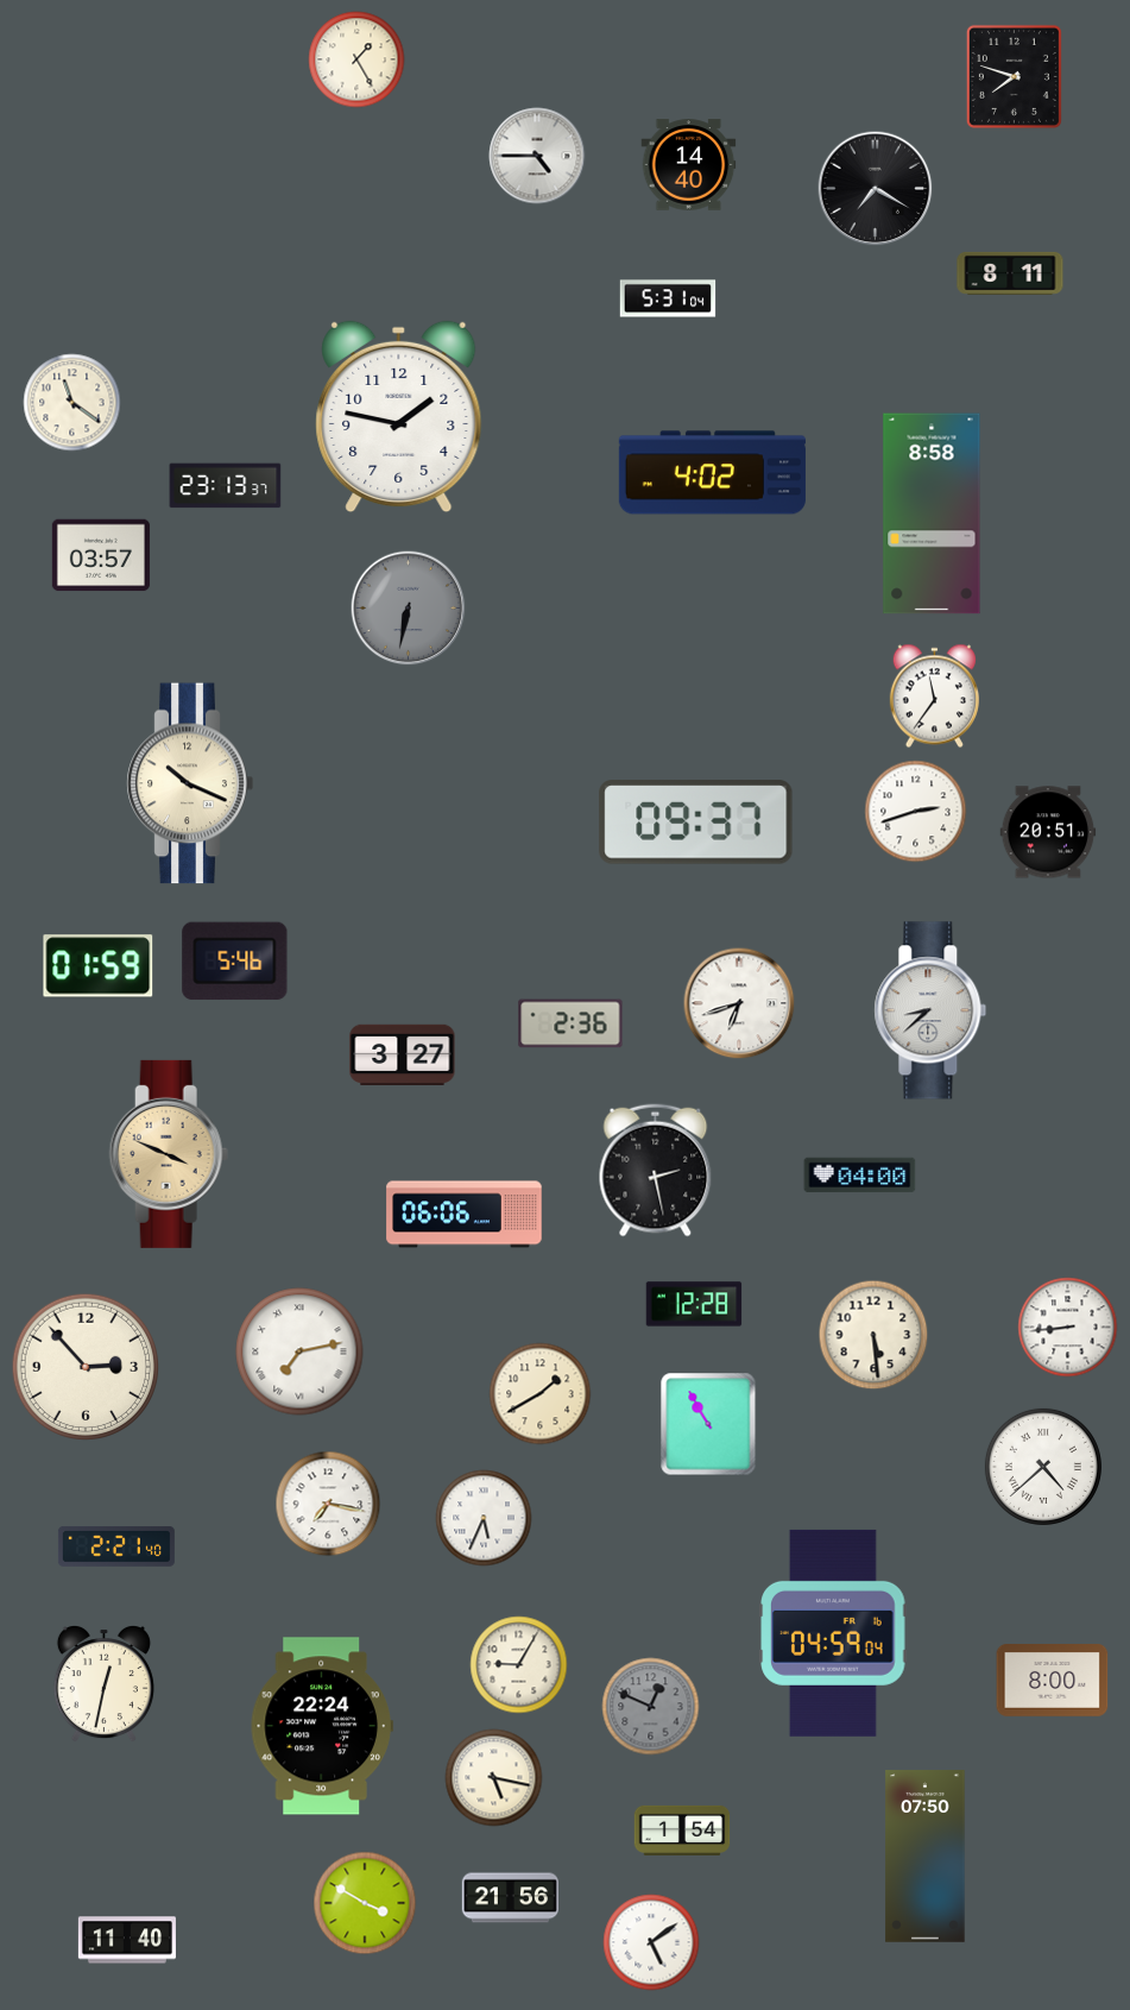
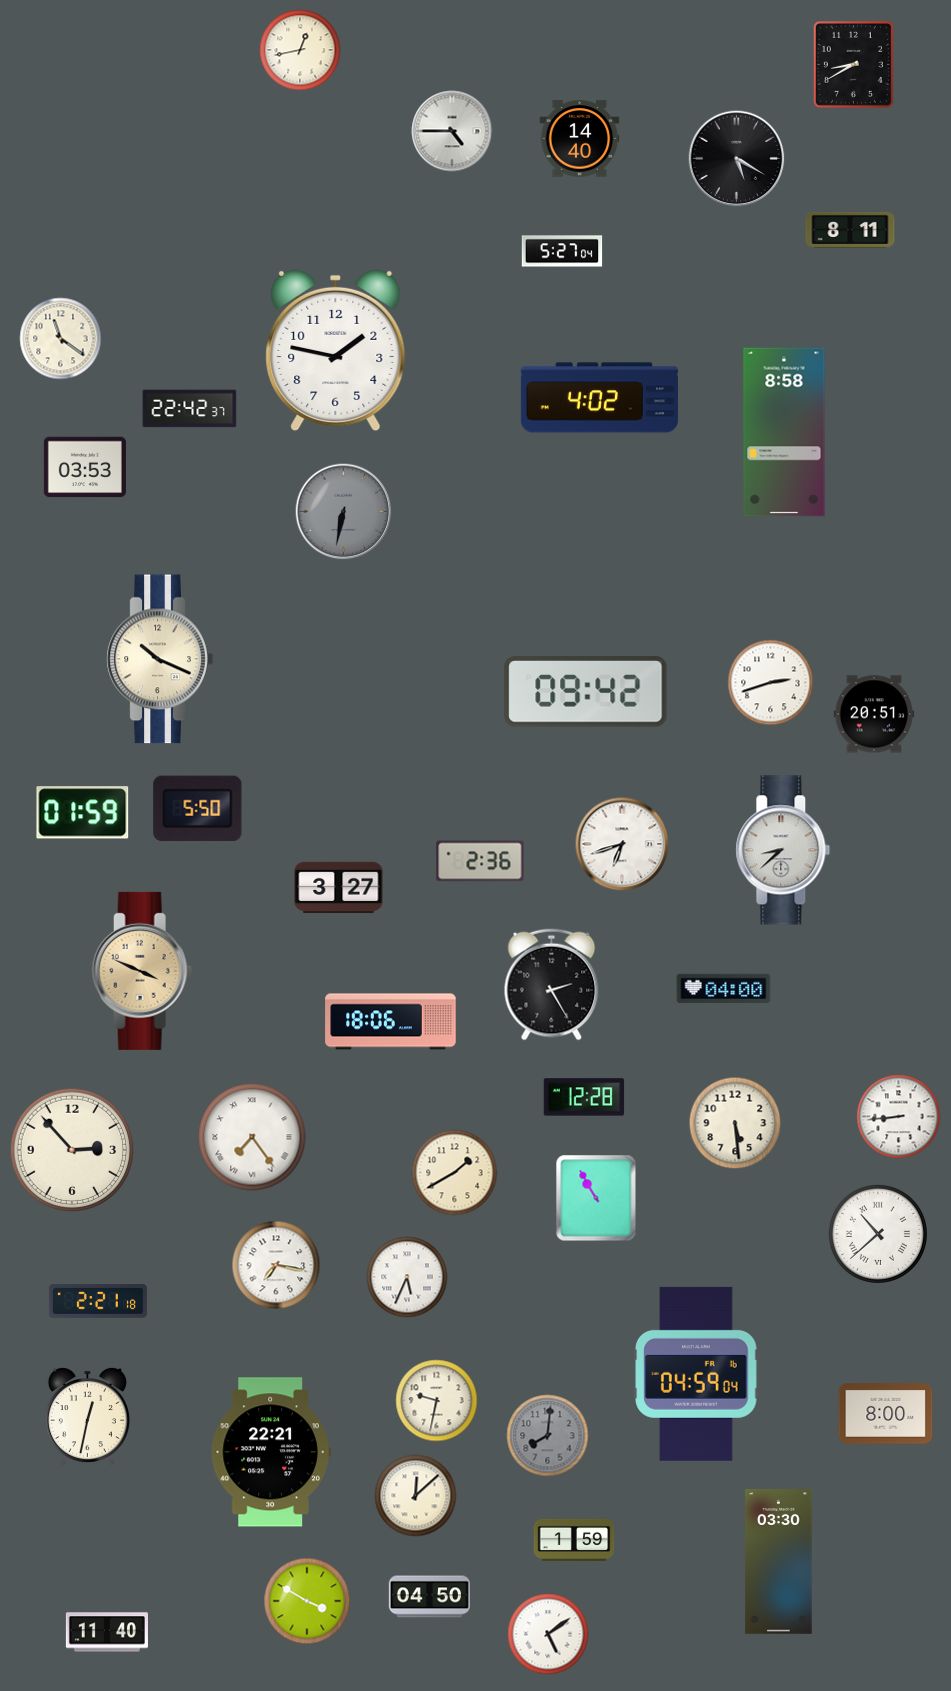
clock at (356, 59): 1:25 -> 12:43
clock at (1014, 76): 7:48 -> 8:40
clock at (876, 189): 7:20 -> 5:20
clock at (668, 298): 5:31 -> 5:27
clock at (226, 486): 23:13 -> 22:42
clock at (101, 555): 03:57 -> 03:53
clock at (934, 697): 11:36 -> none
clock at (696, 823): 09:37 -> 09:42
clock at (1048, 832) position: (1048, 832) -> (874, 714)
clock at (235, 962): 5:46 -> 5:50
clock at (656, 1171): 2:28 -> 2:25
clock at (465, 1215): 06:06 -> 18:06
clock at (299, 1351): 7:13 -> 7:24
clock at (1043, 1467): 4:38 -> 10:38
clock at (116, 1548): 2:21:40 -> 2:21:18
clock at (833, 1633) position: (833, 1633) -> (696, 1374)
clock at (519, 1665): 9:05 -> 9:32
clock at (651, 1707): 12:49 -> 8:01
clock at (322, 1726): 22:24 -> 22:21
clock at (494, 1778): 5:17 -> 12:08
clock at (682, 1831): 1:54 -> 1:59
clock at (926, 1857): 07:50 -> 03:30
clock at (510, 1898): 21:56 -> 04:50
